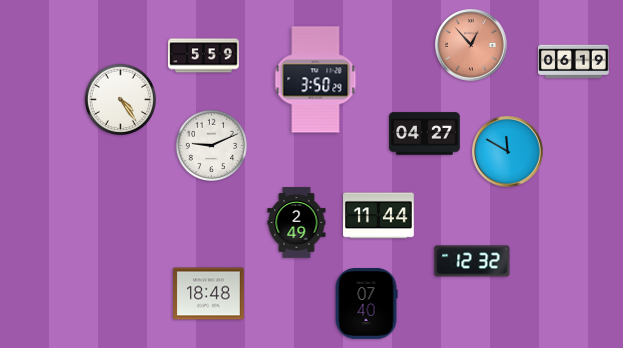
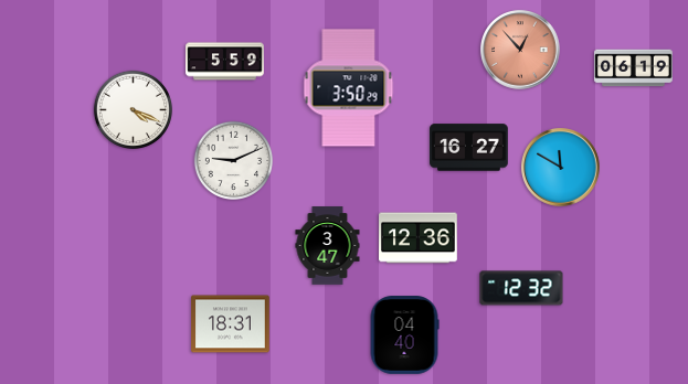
clock at (121, 100): 4:24 -> 4:19
clock at (425, 134): 04:27 -> 16:27
clock at (379, 216): 11:44 -> 12:36
clock at (297, 223): 2:49 -> 3:47
clock at (209, 294): 18:48 -> 18:31
clock at (366, 304): 07:40 -> 04:40
